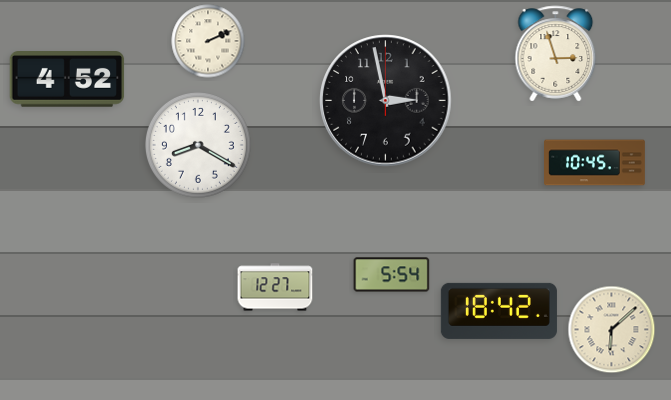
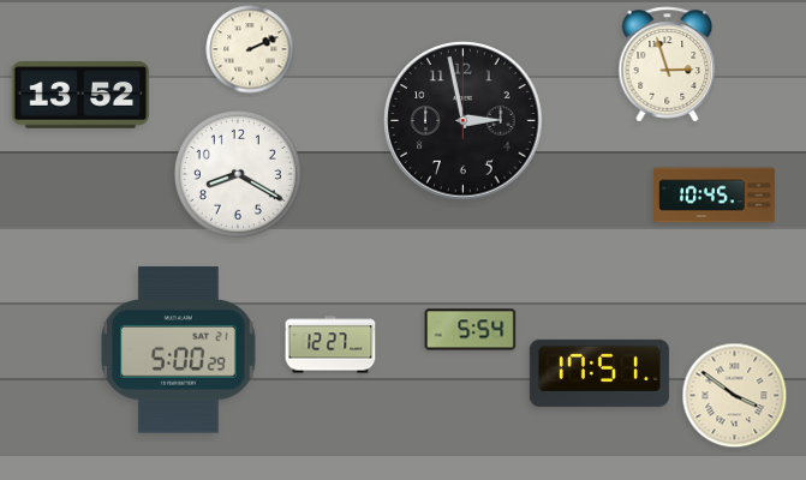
clock at (67, 80): 4:52 -> 13:52
clock at (179, 350): none -> 5:00
clock at (499, 311): 18:42 -> 17:51
clock at (612, 330): 6:08 -> 3:51
